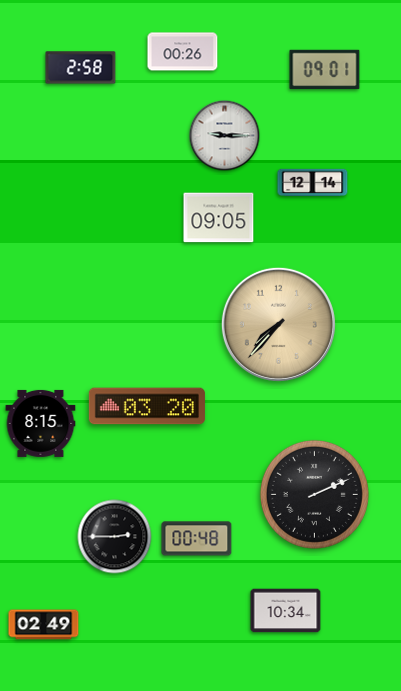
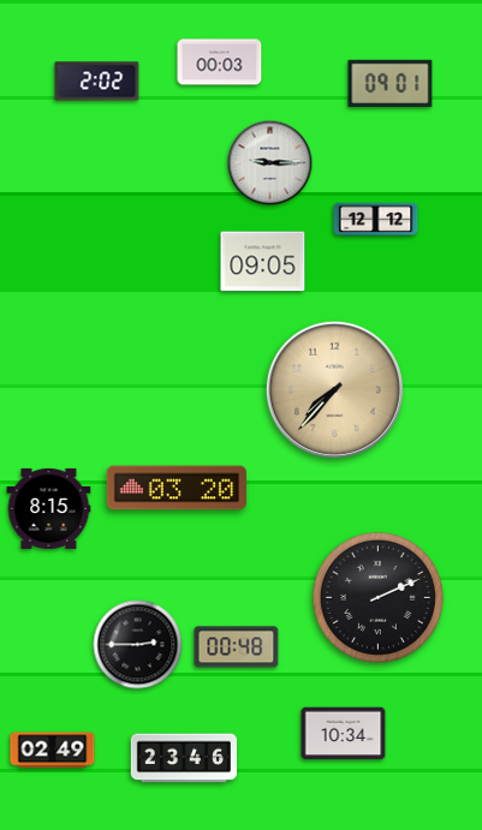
clock at (183, 52): 00:26 -> 00:03
clock at (81, 68): 2:58 -> 2:02
clock at (313, 183): 12:14 -> 12:12
clock at (314, 494) position: (314, 494) -> (377, 597)
clock at (183, 758): none -> 23:46
